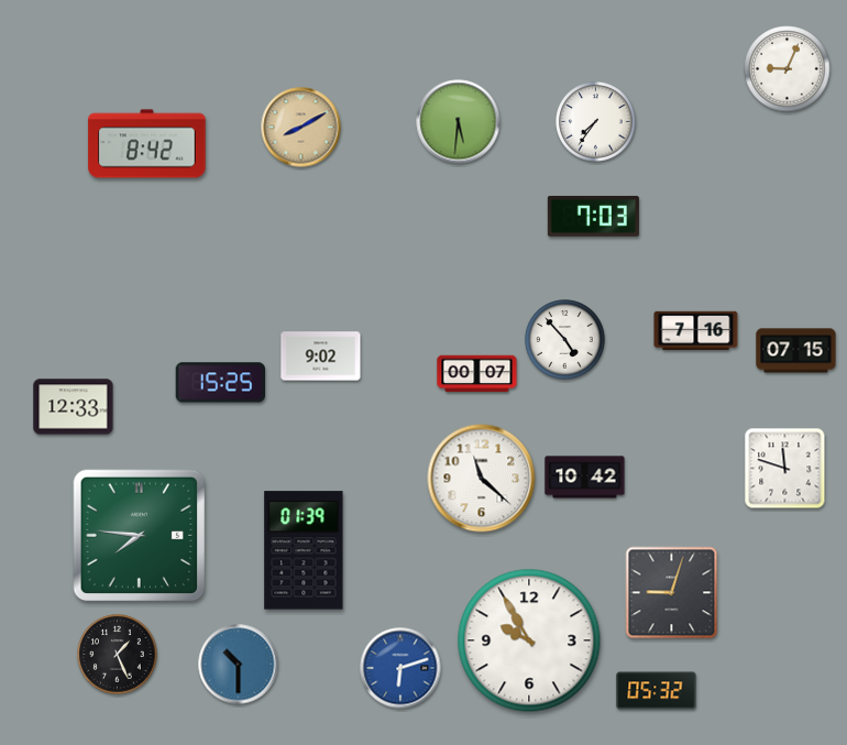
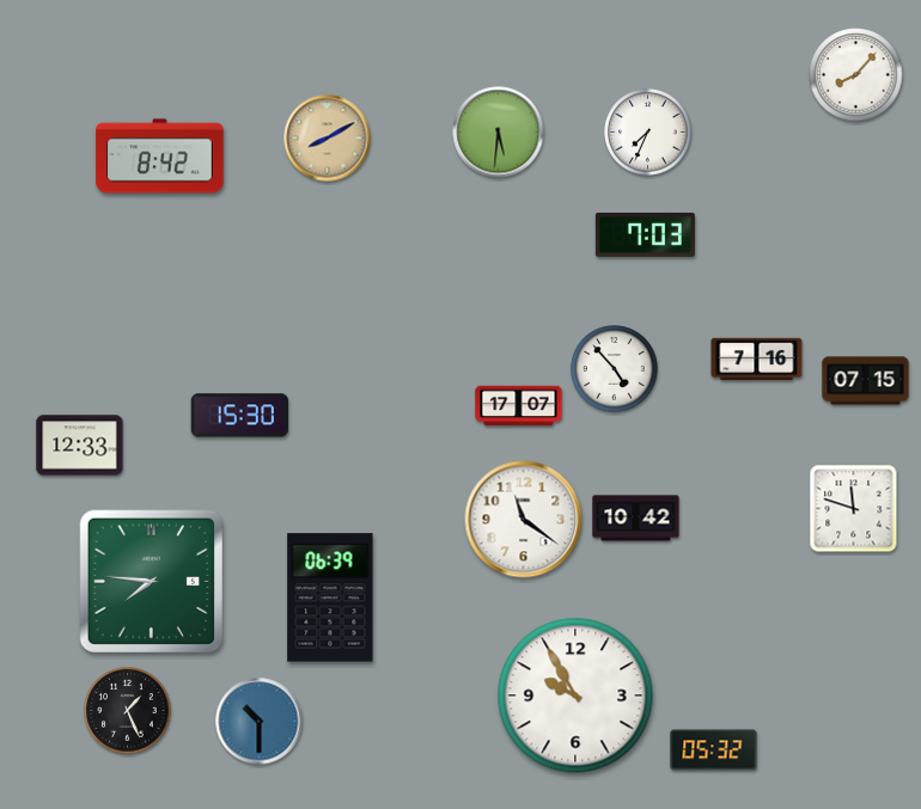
clock at (788, 69): 9:04 -> 8:07
clock at (596, 122): 7:36 -> 7:34
clock at (321, 357): 9:02 -> none
clock at (477, 374): 00:07 -> 17:07
clock at (220, 383): 15:25 -> 15:30
clock at (74, 407) position: (74, 407) -> (80, 446)
clock at (482, 479): 11:22 -> 11:21
clock at (304, 550): 01:39 -> 06:39
clock at (672, 593): 9:03 -> none
clock at (400, 668): 6:12 -> none
